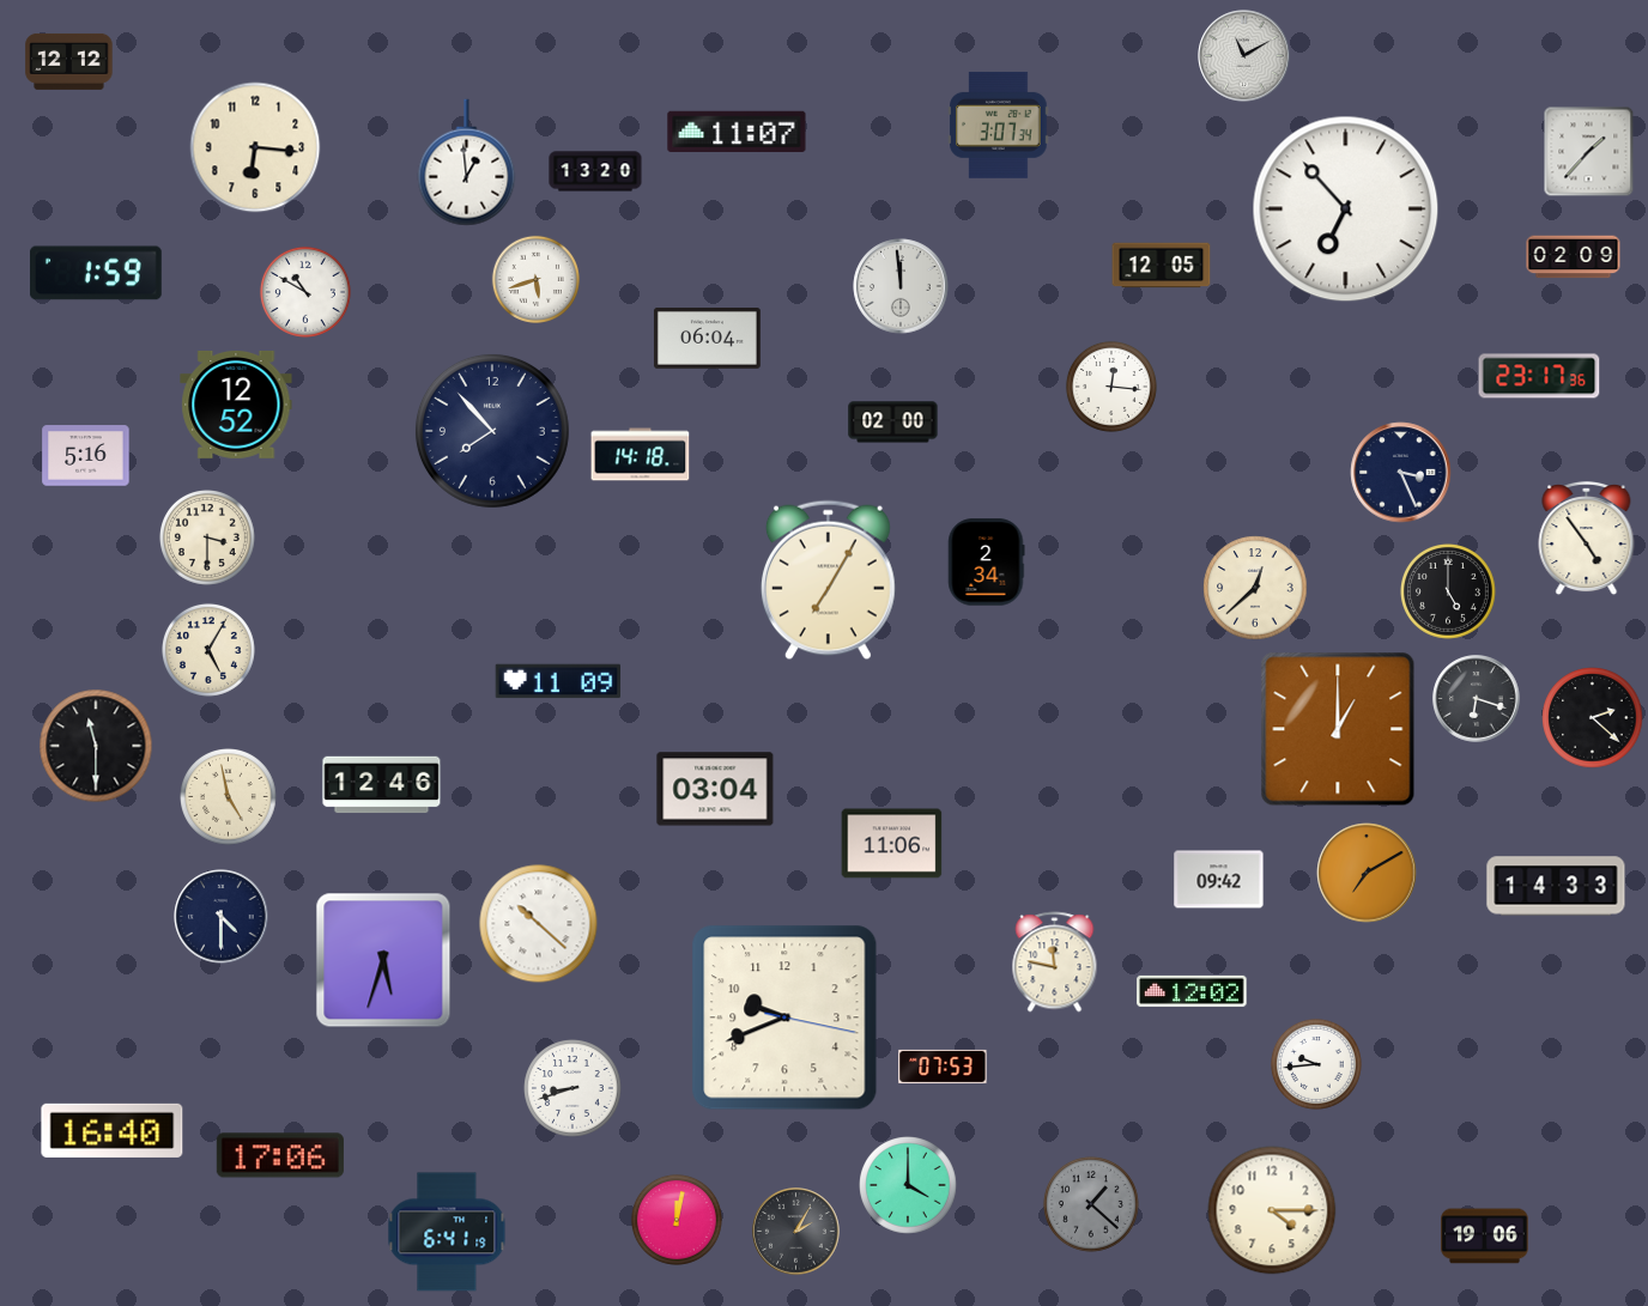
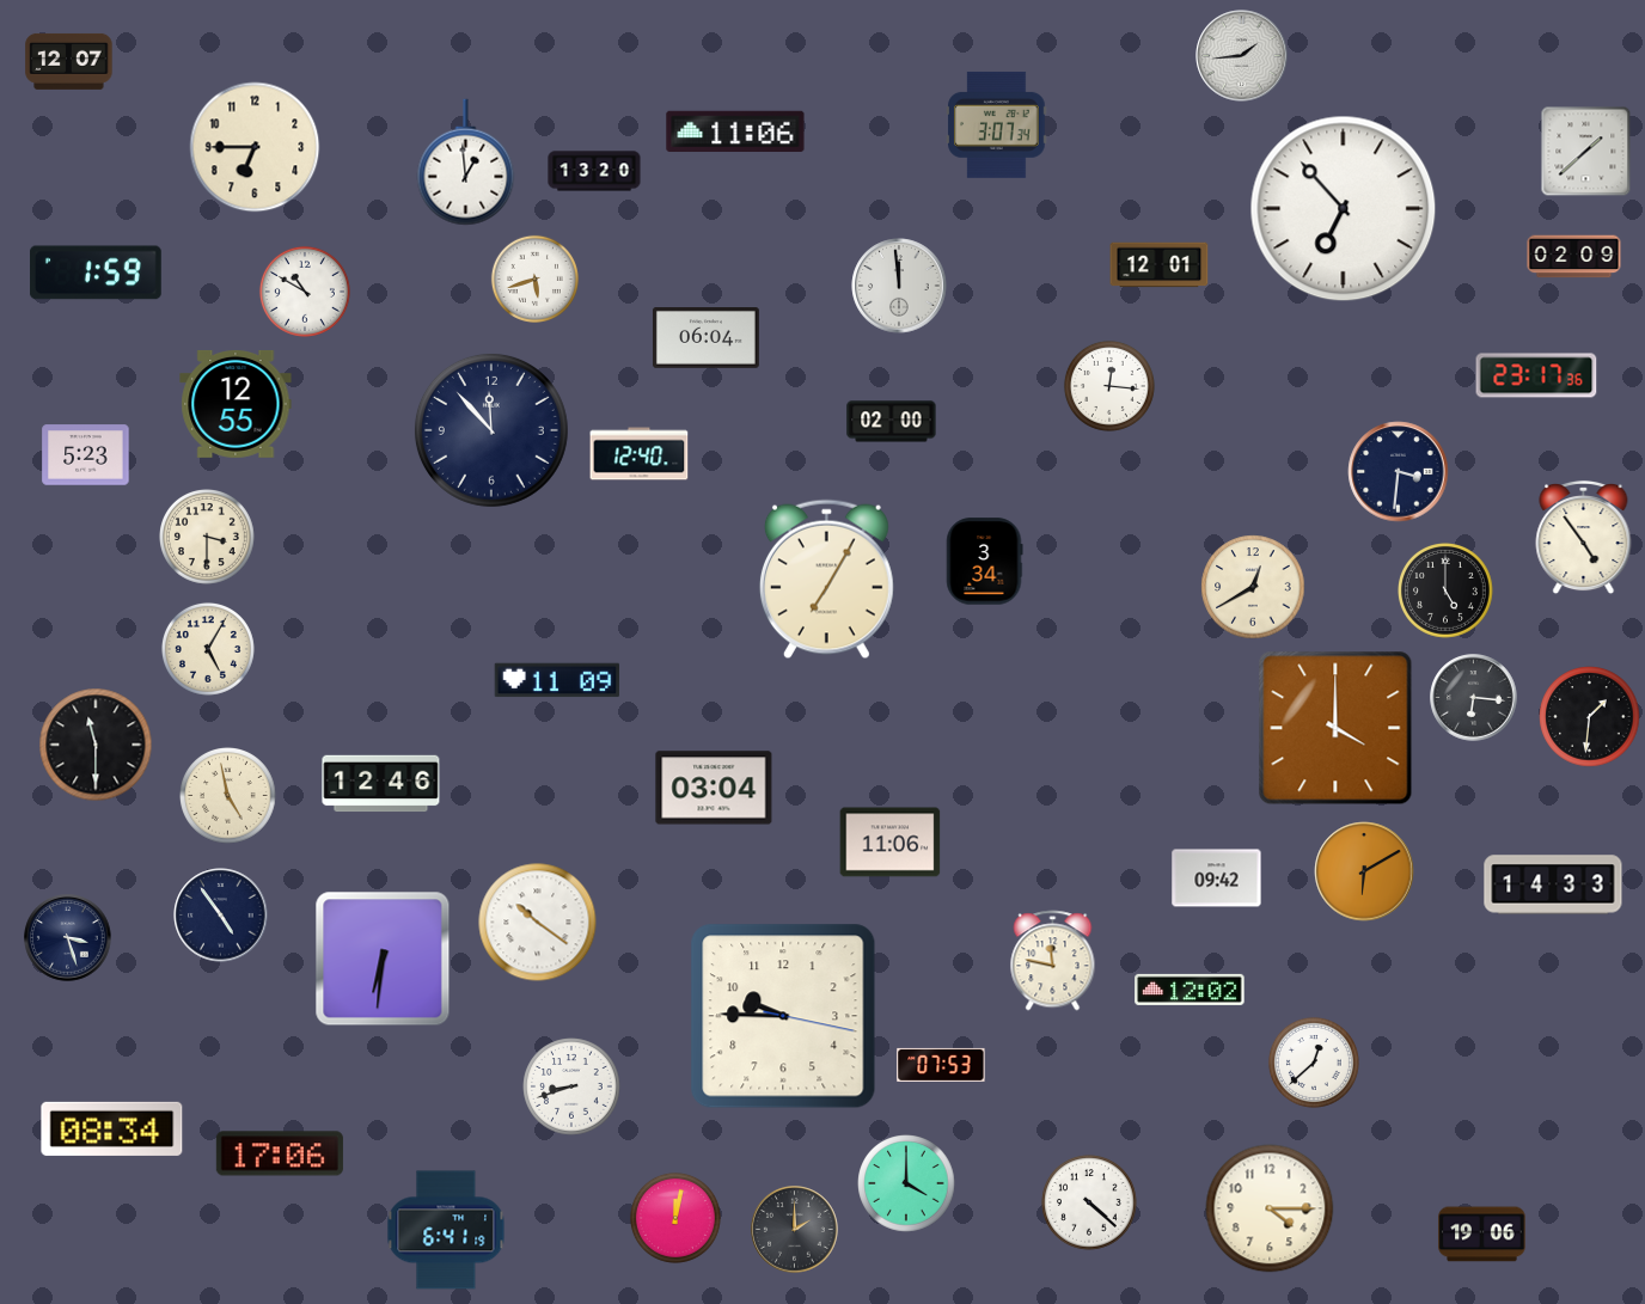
clock at (1244, 56): 11:10 -> 1:44
clock at (69, 61): 12:12 -> 12:07
clock at (737, 132): 11:07 -> 11:06
clock at (255, 147): 6:16 -> 6:45
clock at (1589, 152): 1:37 -> 1:38
clock at (1574, 257) position: (1574, 257) -> (1574, 257)
clock at (1162, 266): 12:05 -> 12:01
clock at (236, 405): 12:52 -> 12:55
clock at (492, 431): 7:53 -> 11:53
clock at (641, 455): 14:18 -> 12:40
clock at (86, 456): 5:16 -> 5:23
clock at (1401, 473): 3:26 -> 3:31
clock at (987, 563): 2:34 -> 3:34
clock at (1255, 588): 12:38 -> 12:40
clock at (1477, 699): 6:18 -> 6:16
clock at (1593, 718): 2:22 -> 1:31
clock at (1338, 729): 1:00 -> 4:00
clock at (1367, 873): 7:10 -> 6:10
clock at (222, 917): 4:30 -> 4:54
clock at (539, 924): 10:22 -> 10:21
clock at (68, 938): none -> 3:27
clock at (383, 960): 5:33 -> 6:31
clock at (784, 1018): 9:41 -> 9:45
clock at (1316, 1064): 9:44 -> 12:38
clock at (113, 1130): 16:40 -> 08:34
clock at (1092, 1205): 1:22 -> 4:22
clock at (1092, 1205) dial: grey -> white
clock at (796, 1232): 2:05 -> 2:00
